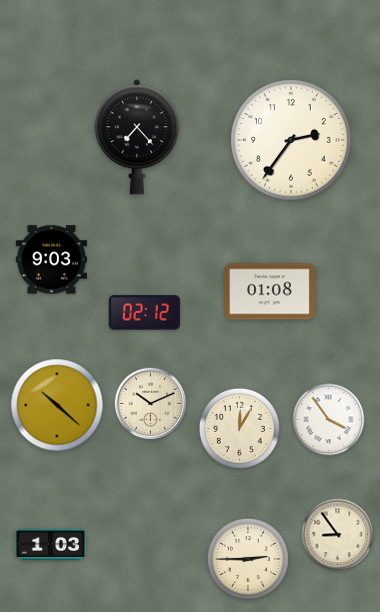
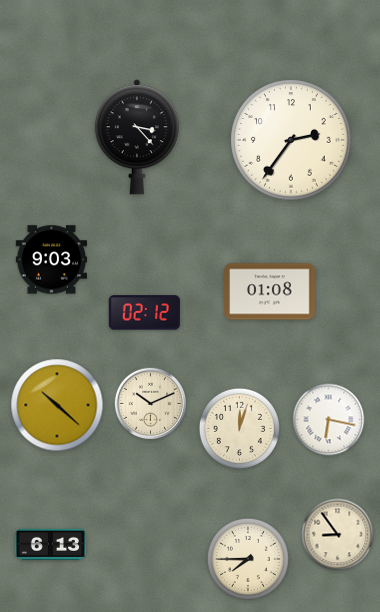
clock at (137, 137): 7:23 -> 3:23
clock at (329, 420): 3:54 -> 6:17
clock at (239, 428): 12:05 -> 12:03
clock at (51, 544): 1:03 -> 6:13
clock at (248, 559): 2:45 -> 7:45
